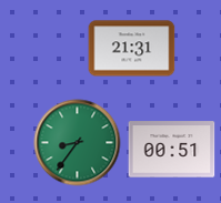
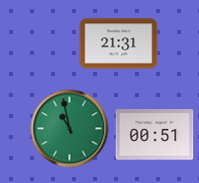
clock at (77, 142): 8:36 -> 10:58
